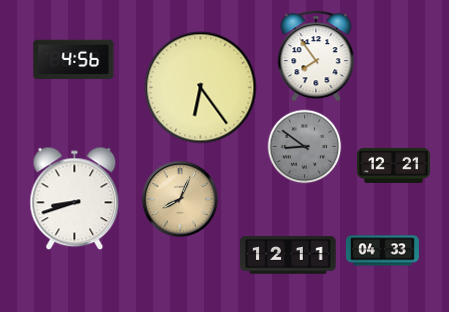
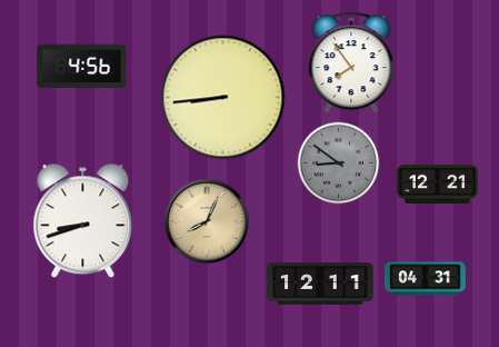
clock at (201, 88): 6:24 -> 8:44
clock at (180, 199) position: (180, 199) -> (207, 221)
clock at (382, 251): 04:33 -> 04:31
